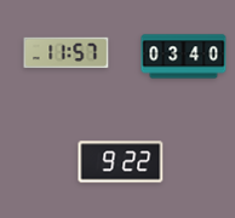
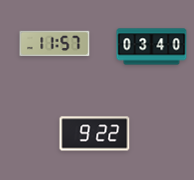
clock at (121, 162) position: (121, 162) -> (95, 134)
